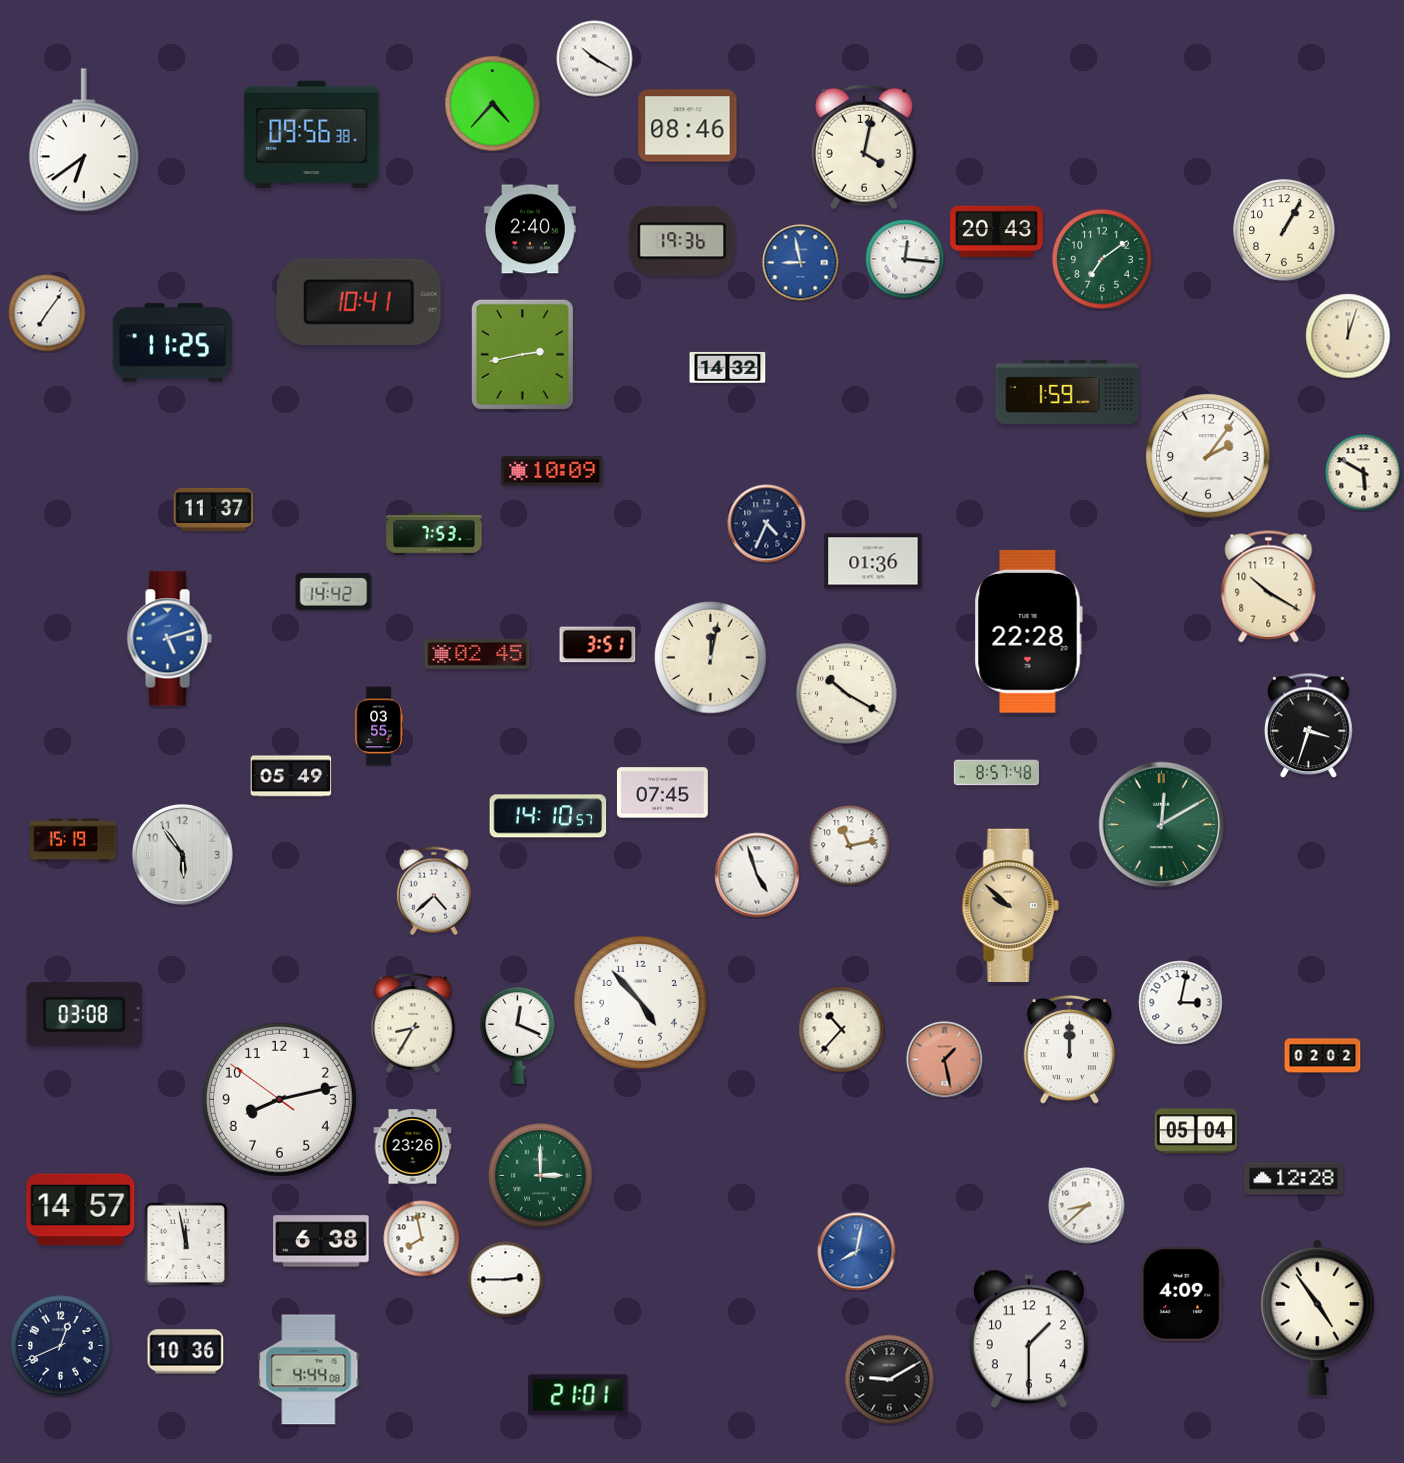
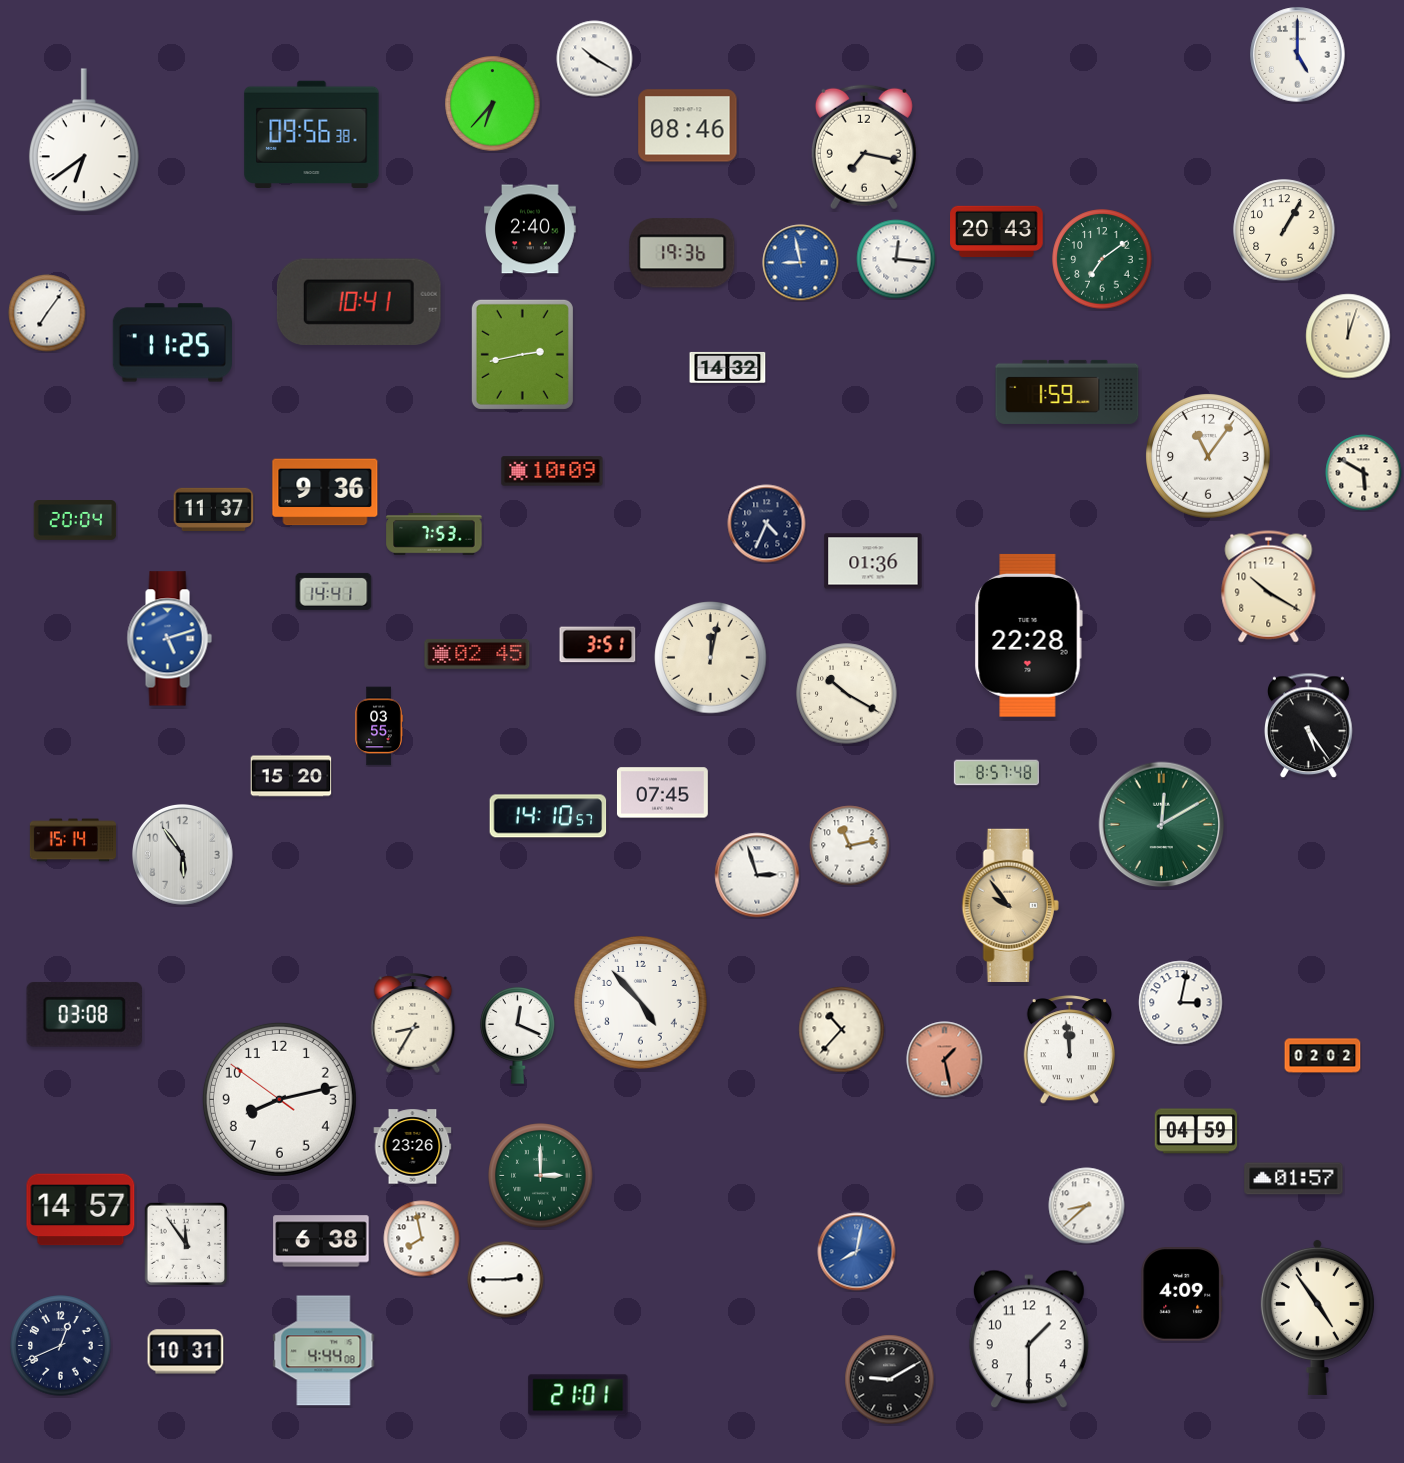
clock at (1298, 55): none -> 5:00
clock at (493, 104): 4:37 -> 6:37
clock at (864, 147): 4:02 -> 7:17
clock at (682, 241) position: (682, 241) -> (682, 253)
clock at (905, 259) position: (905, 259) -> (896, 259)
clock at (1208, 456): 2:06 -> 11:06
clock at (325, 492): none -> 9:36
clock at (75, 521): none -> 20:04
clock at (334, 591): 14:42 -> 14:41
clock at (1028, 631) position: (1028, 631) -> (1028, 635)
clock at (1309, 726): 3:33 -> 5:24
clock at (291, 776): 05:49 -> 15:20
clock at (73, 840): 15:19 -> 15:14
clock at (757, 875): 4:57 -> 2:57
clock at (434, 891): 4:38 -> none
clock at (1010, 905): 9:52 -> 9:54
clock at (1069, 1050): 12:00 -> 11:59
clock at (1196, 1131): 05:04 -> 04:59
clock at (1294, 1179): 12:28 -> 01:57
clock at (186, 1244): 11:58 -> 11:54
clock at (186, 1352): 10:36 -> 10:31
clock at (309, 1370) position: (309, 1370) -> (324, 1351)
